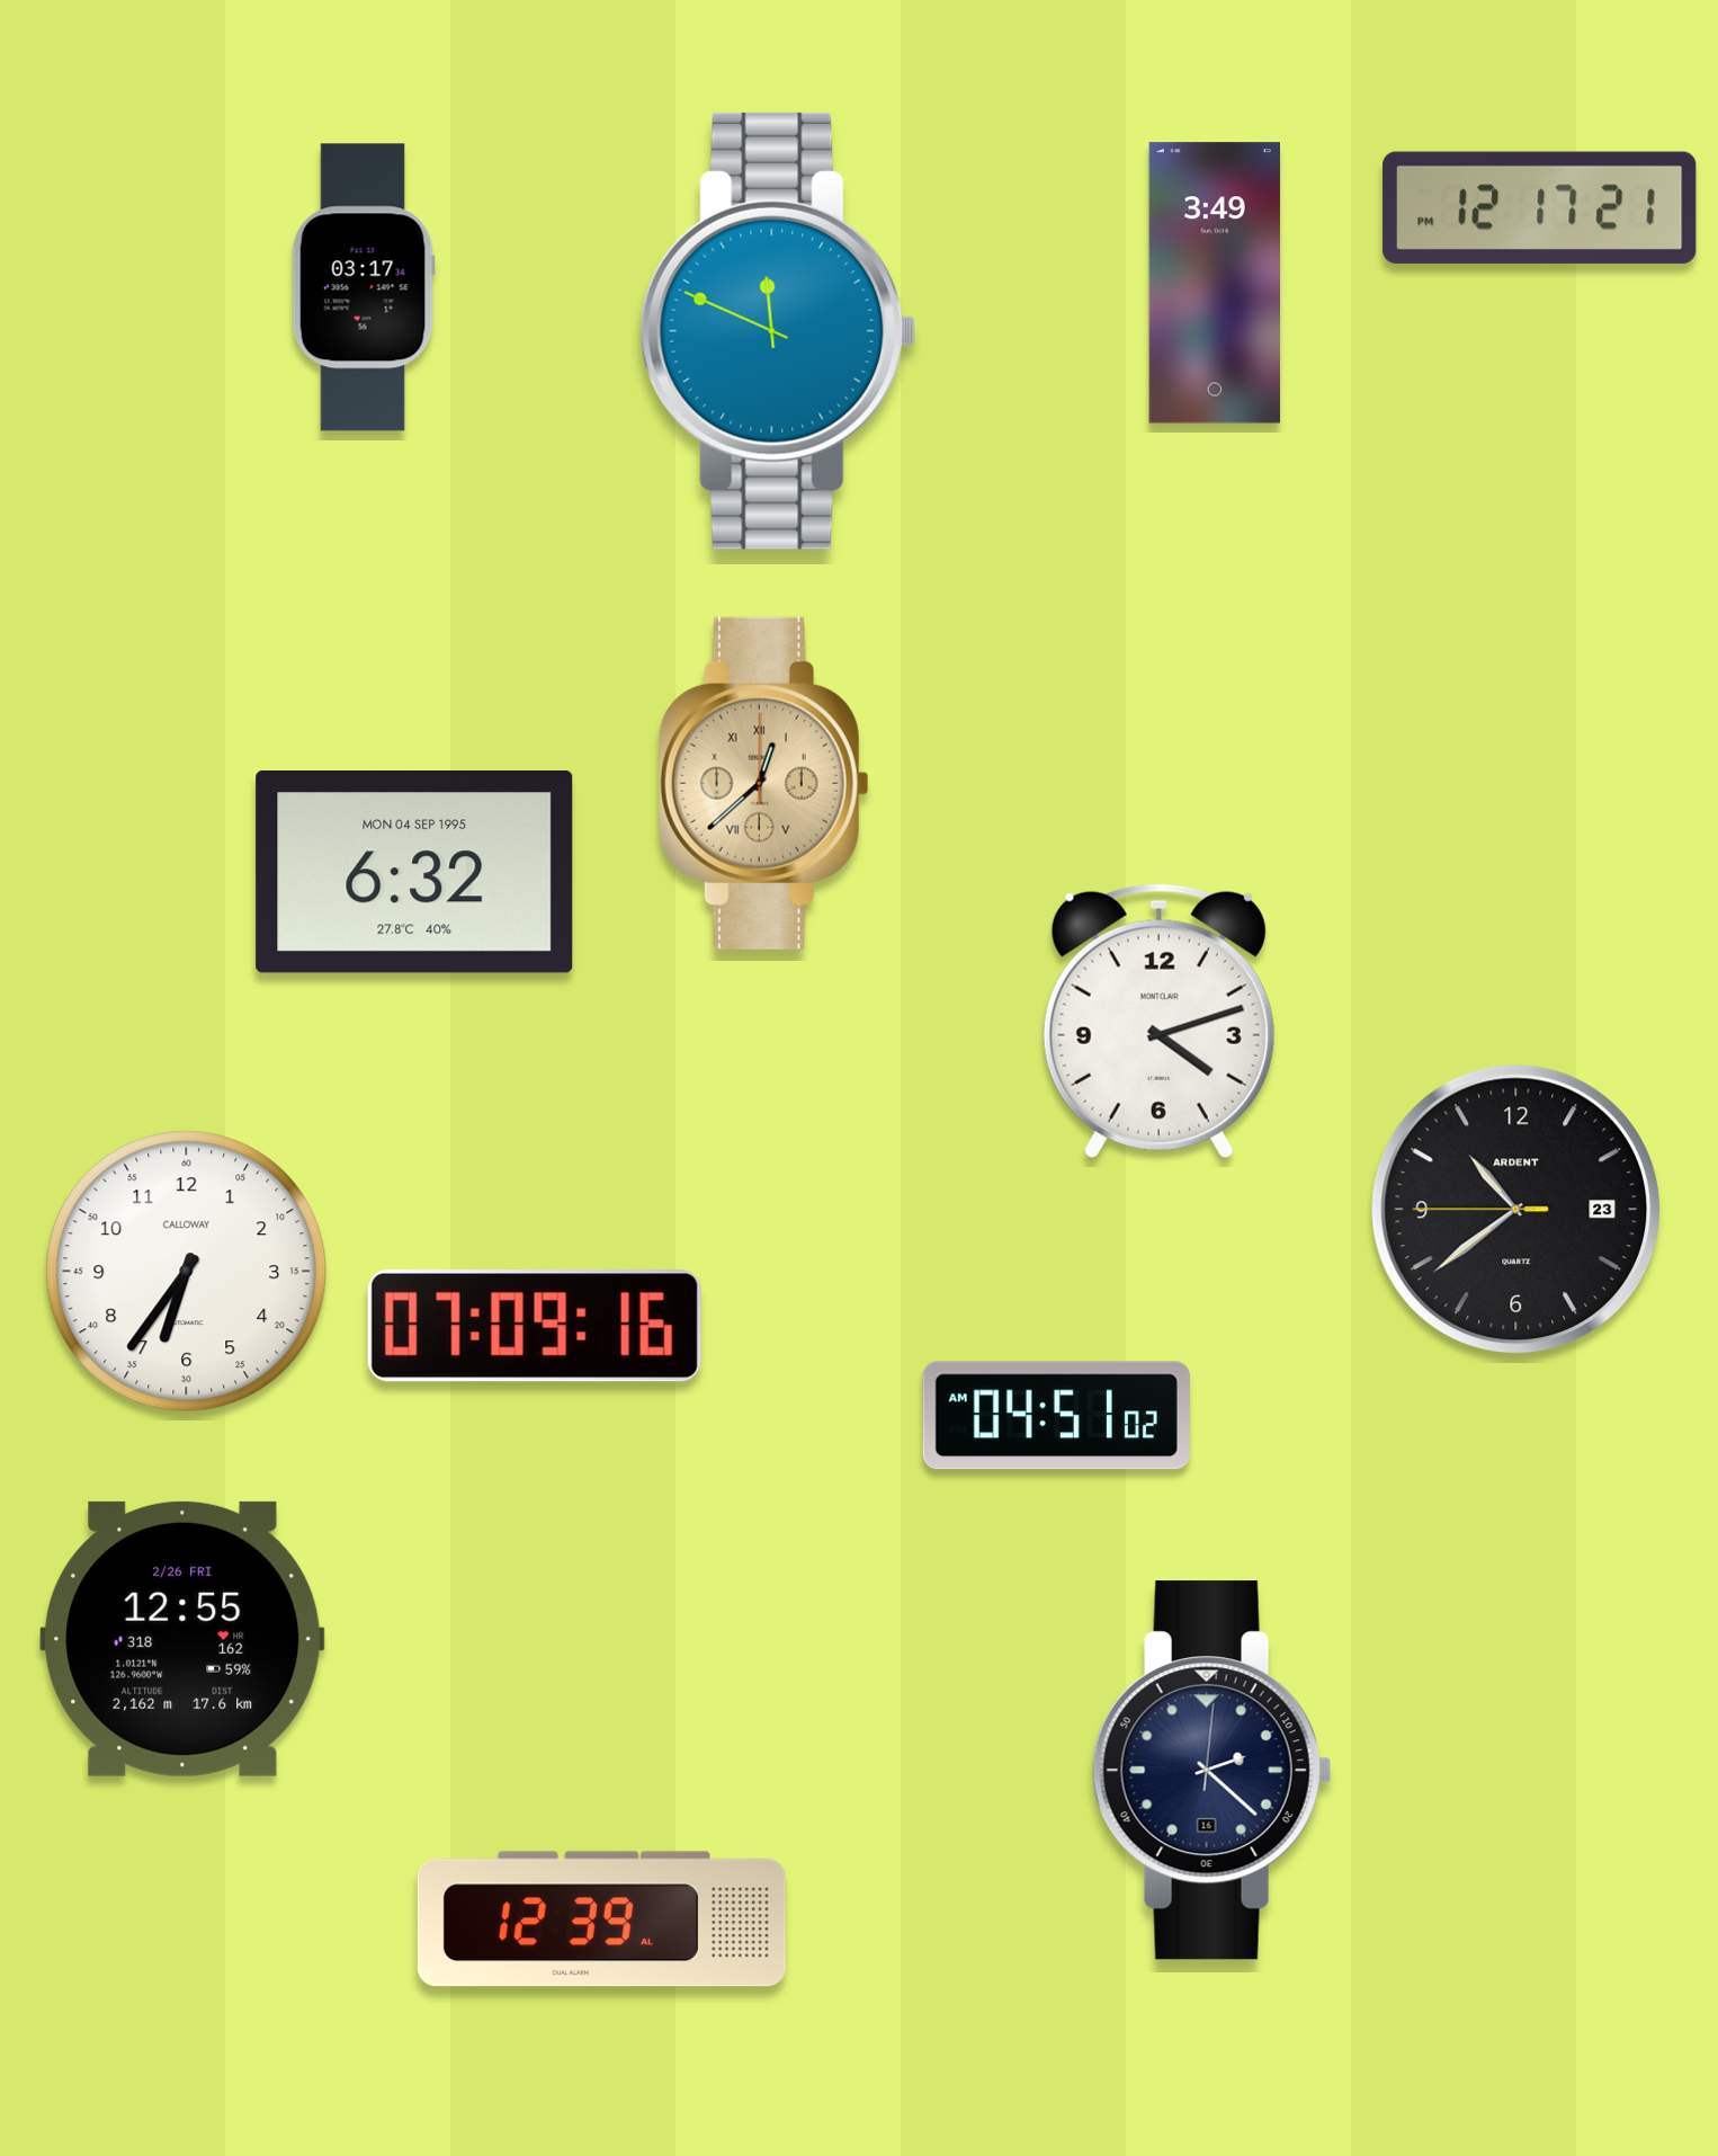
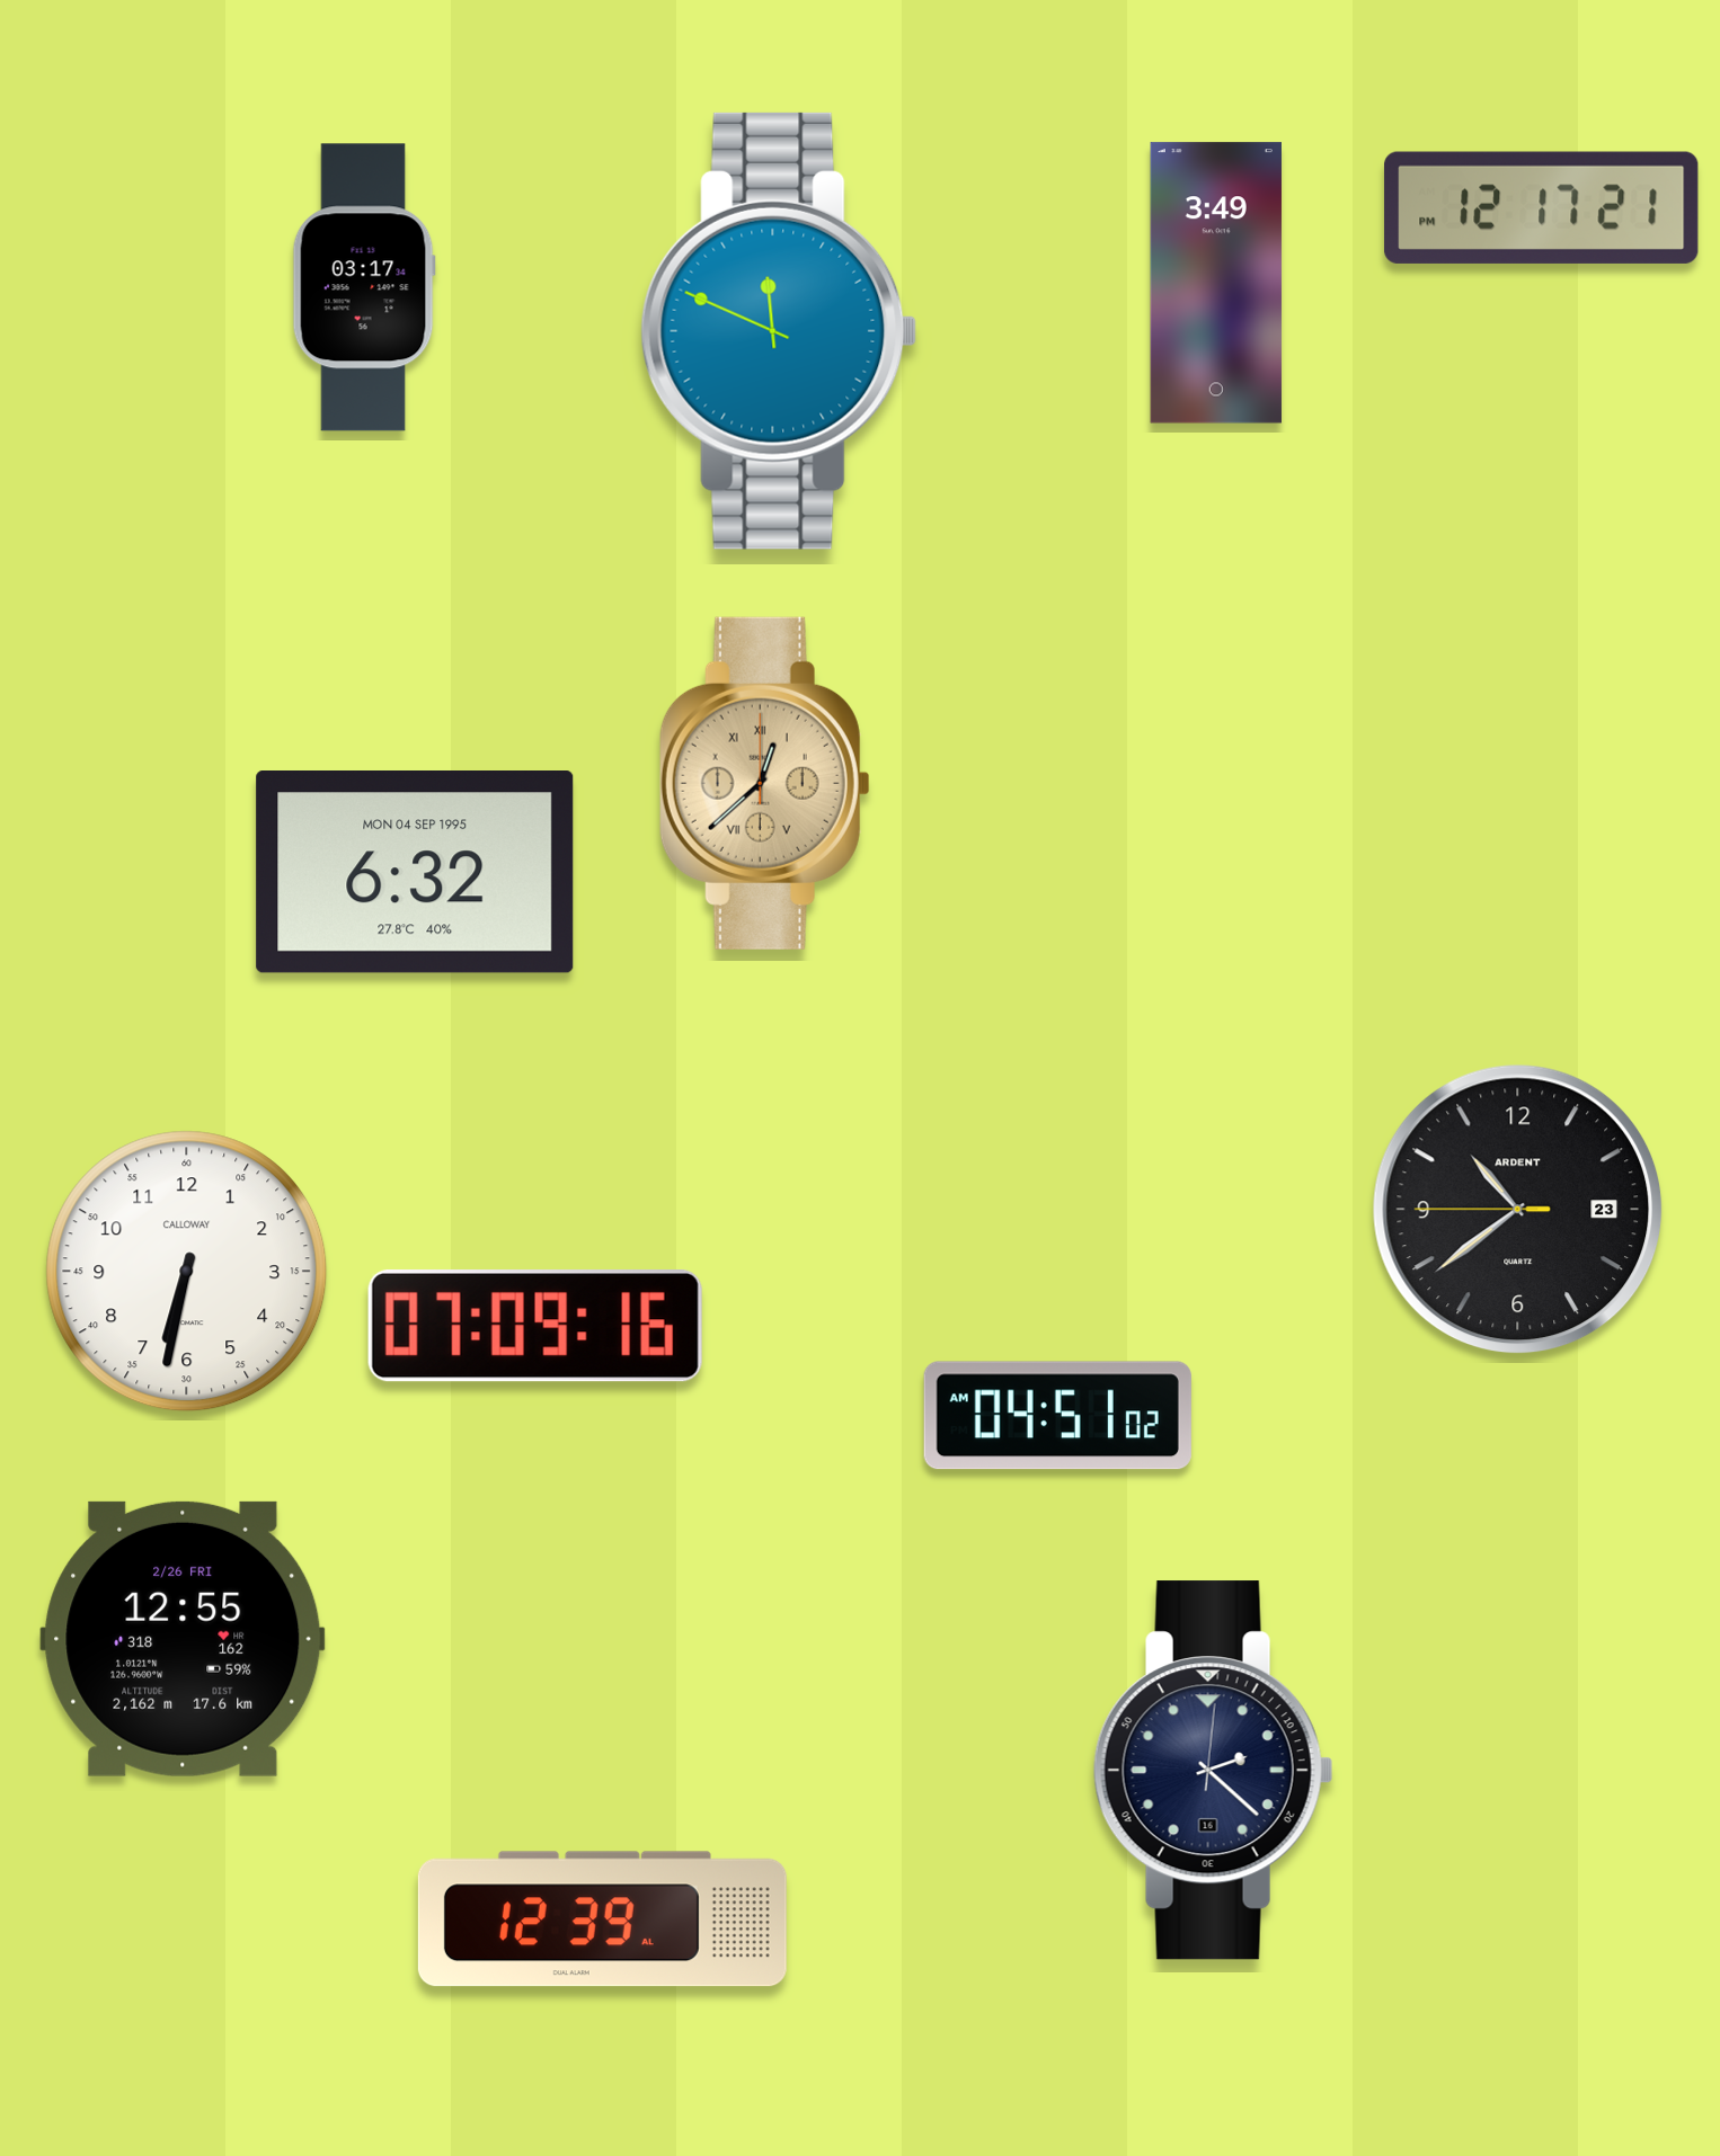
clock at (1158, 1021): 4:12 -> none
clock at (187, 1272): 6:36 -> 6:32
